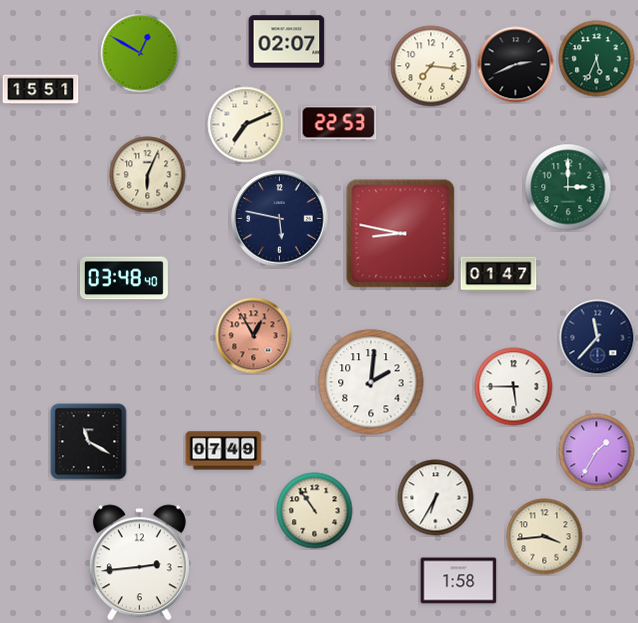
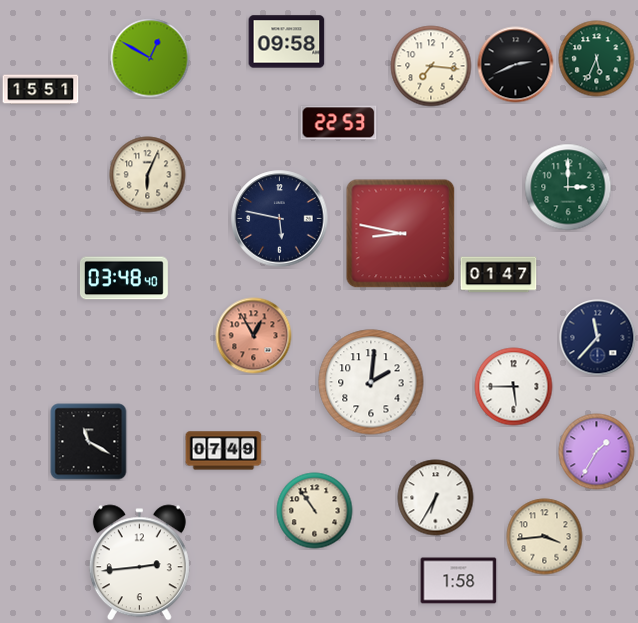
clock at (287, 42): 02:07 -> 09:58
clock at (140, 53) position: (140, 53) -> (150, 58)
clock at (246, 125): 7:11 -> none
